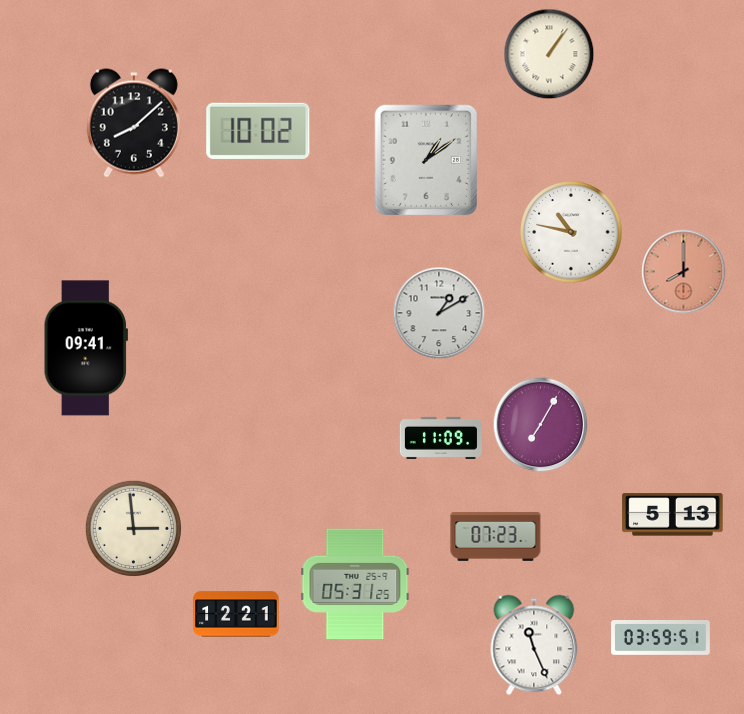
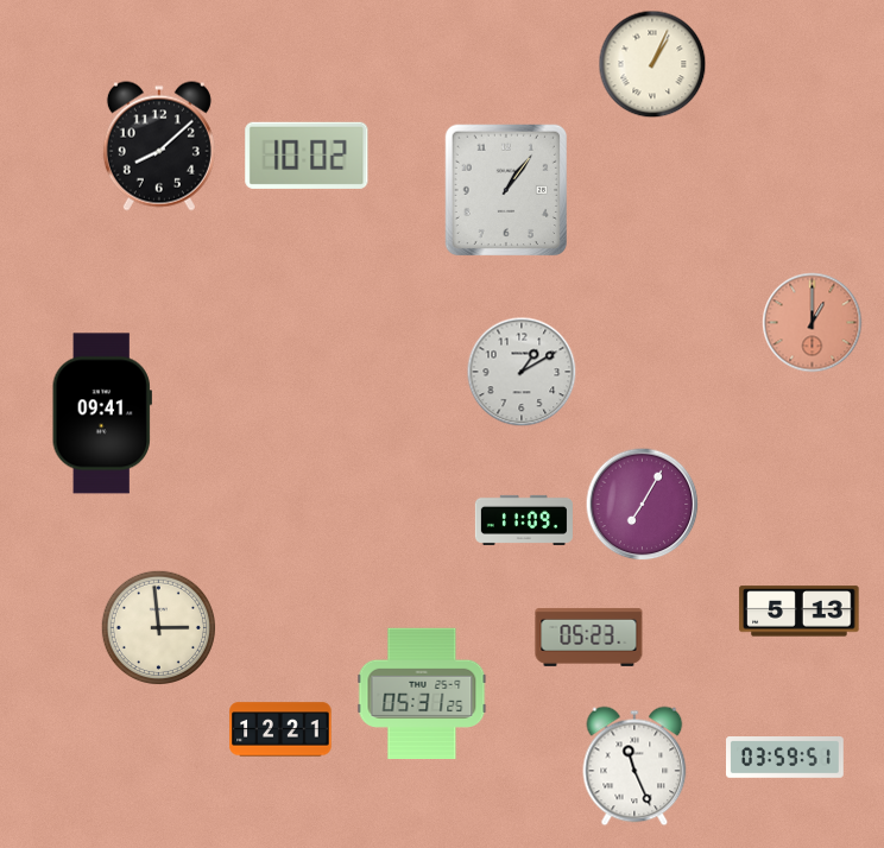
clock at (549, 54): 1:06 -> 1:04
clock at (425, 160): 1:09 -> 1:06
clock at (572, 233): 10:47 -> none
clock at (684, 272): 8:00 -> 1:00
clock at (496, 536): 07:23 -> 05:23
